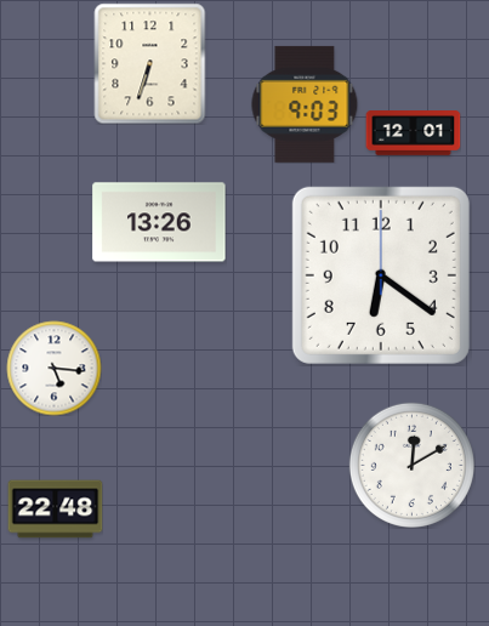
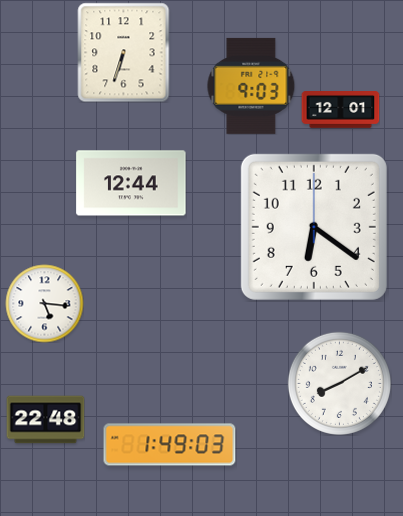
clock at (159, 222): 13:26 -> 12:44
clock at (411, 465): 12:10 -> 8:10
clock at (170, 445): none -> 1:49
